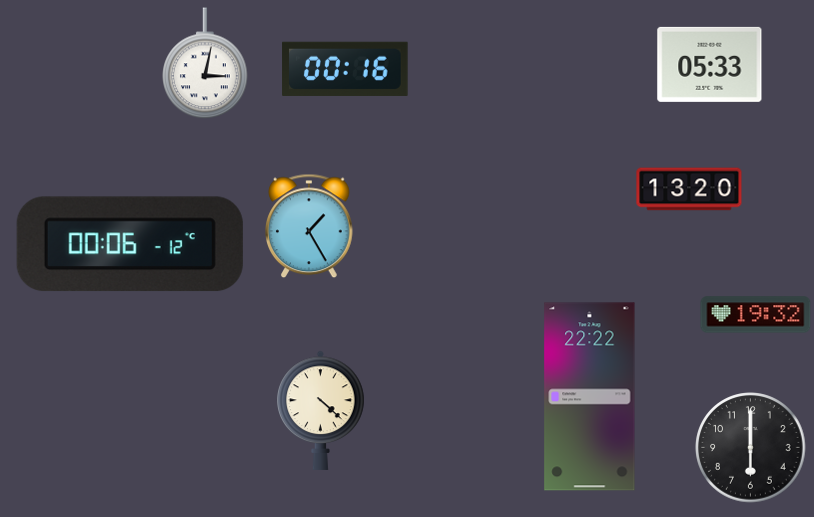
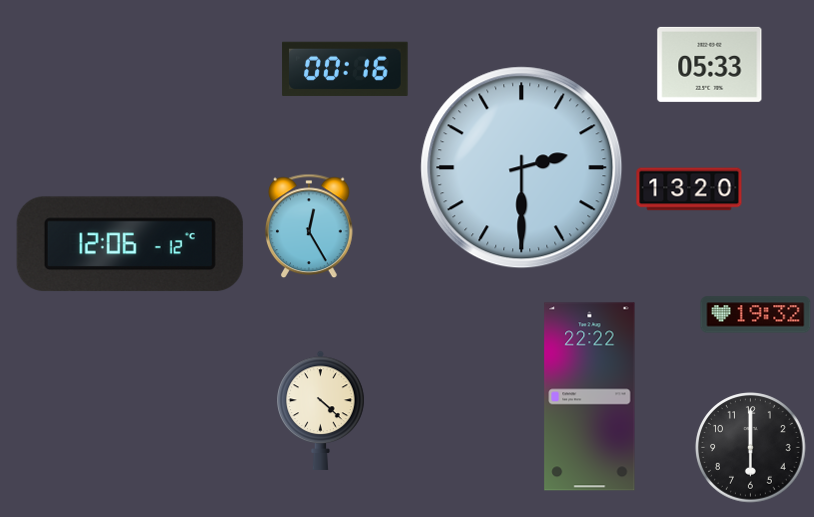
clock at (206, 64): 3:02 -> none
clock at (522, 168): none -> 2:30
clock at (310, 226): 1:25 -> 12:25
clock at (130, 244): 00:06 -> 12:06
